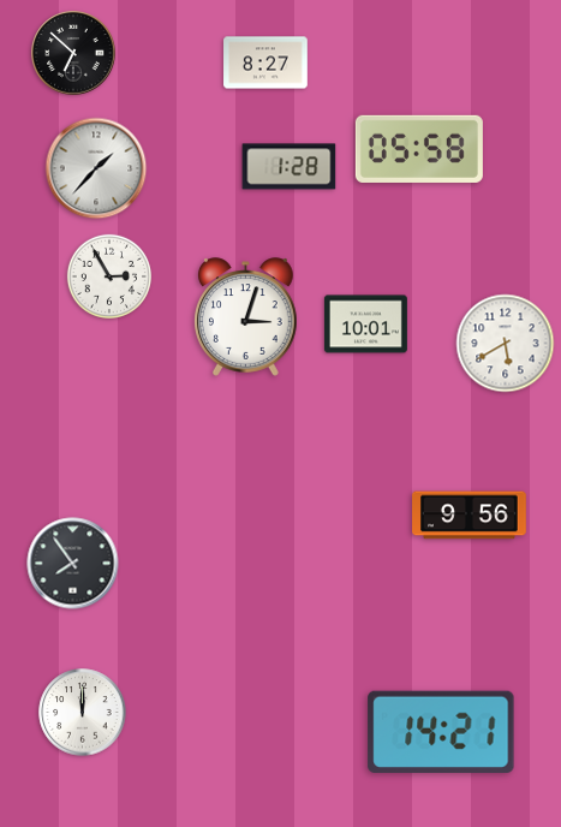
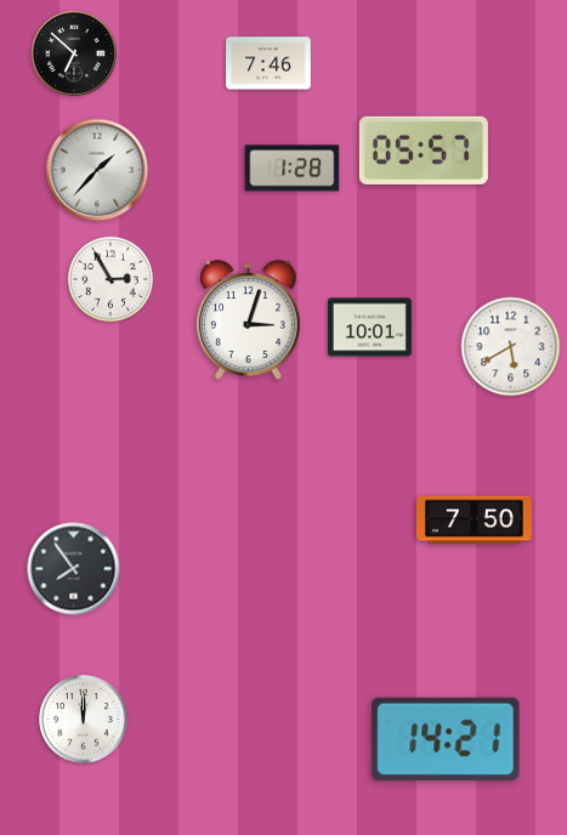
clock at (265, 63): 8:27 -> 7:46
clock at (419, 149): 05:58 -> 05:57
clock at (470, 516): 9:56 -> 7:50
